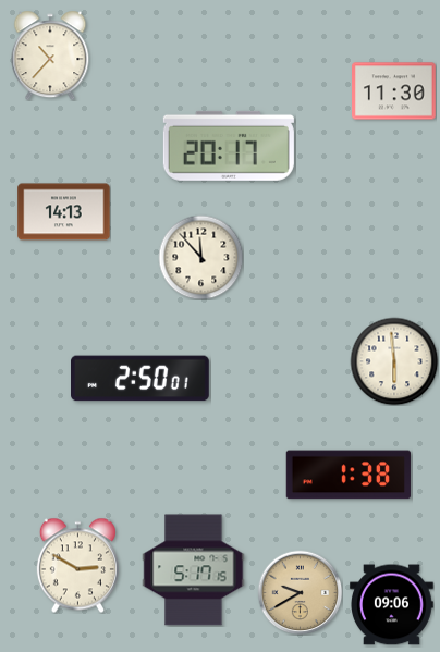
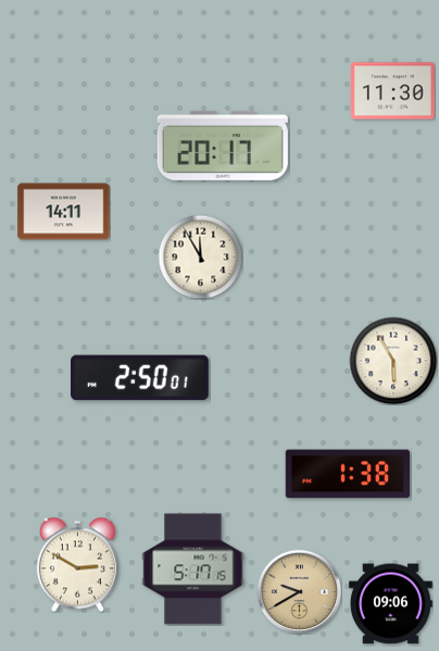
clock at (50, 56): 10:37 -> none
clock at (229, 146) position: (229, 146) -> (223, 146)
clock at (64, 212): 14:13 -> 14:11
clock at (200, 257): 11:53 -> 11:55
clock at (394, 361): 5:59 -> 5:55
